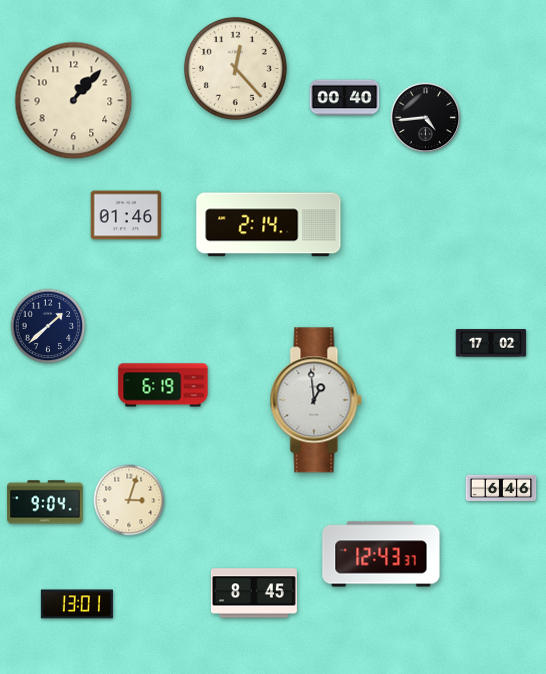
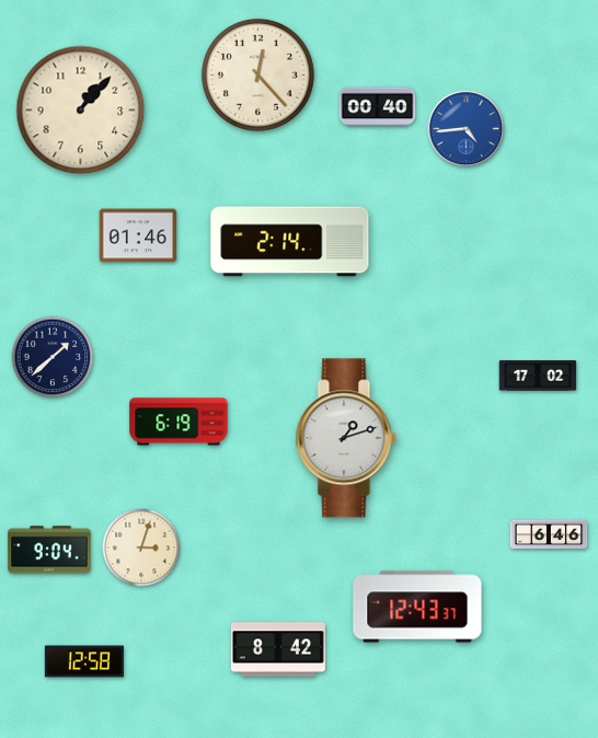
clock at (426, 118) dial: black -> blue
clock at (269, 225) position: (269, 225) -> (290, 242)
clock at (316, 400): 12:59 -> 1:12
clock at (254, 593): 8:45 -> 8:42
clock at (77, 604): 13:01 -> 12:58
